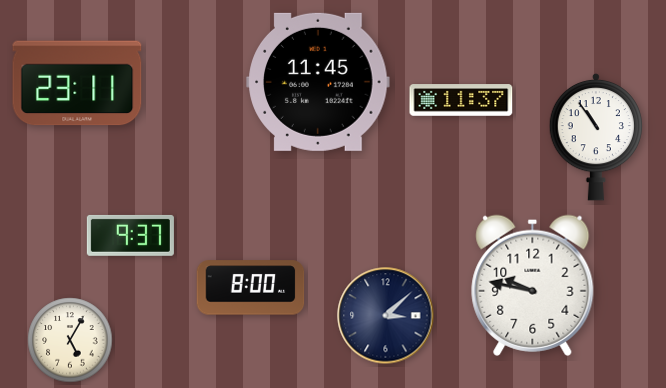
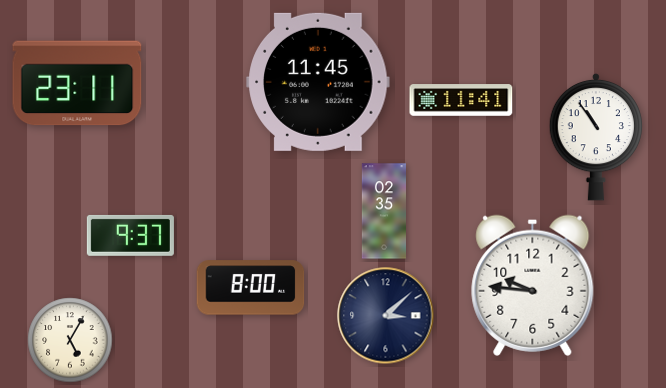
clock at (461, 100): 11:37 -> 11:41
clock at (383, 211): none -> 02:35
clock at (533, 285): 9:47 -> 9:46
